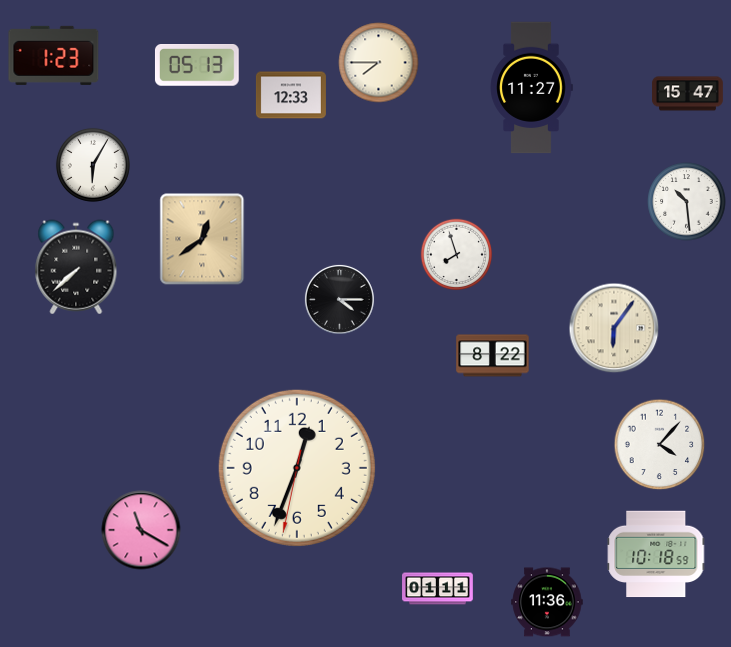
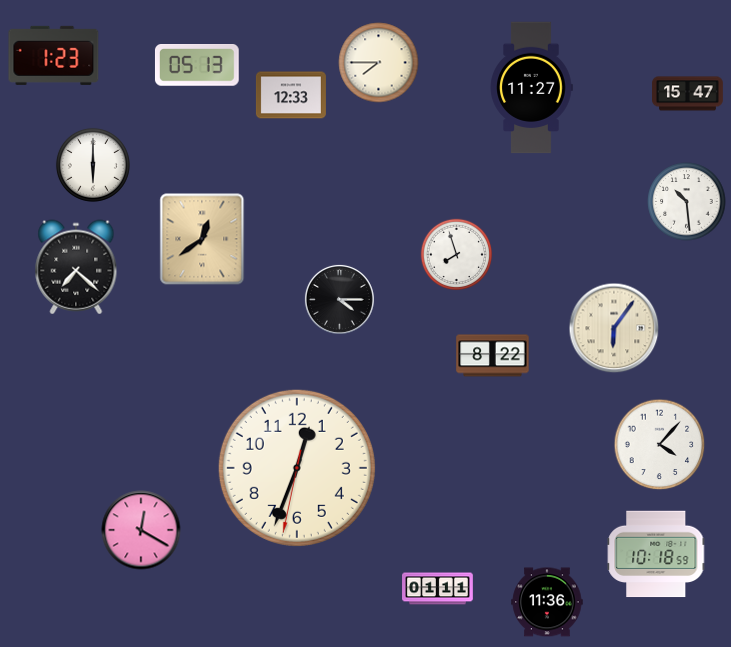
clock at (93, 165): 6:05 -> 6:00
clock at (76, 267): 7:38 -> 7:22
clock at (141, 530): 11:20 -> 12:20
